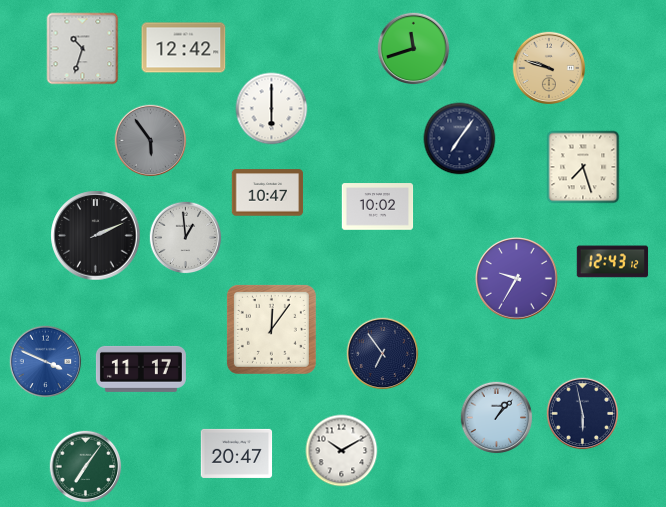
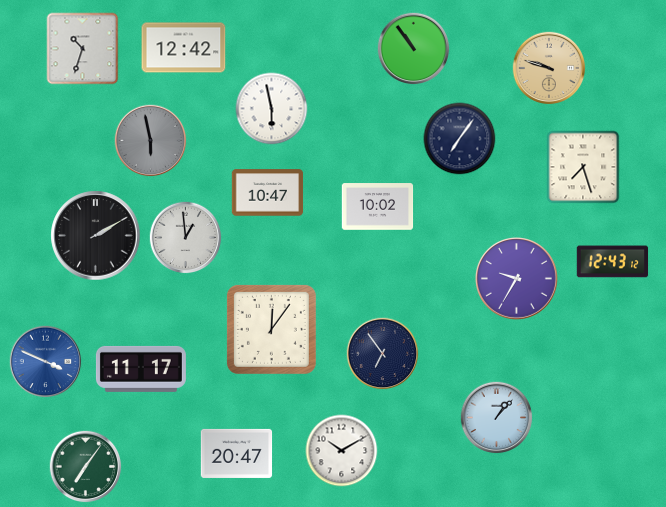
clock at (414, 49): 11:42 -> 10:54
clock at (272, 109): 6:00 -> 5:58
clock at (151, 141): 5:54 -> 5:58
clock at (96, 236): 2:11 -> 2:10
clock at (583, 414): 5:58 -> none
